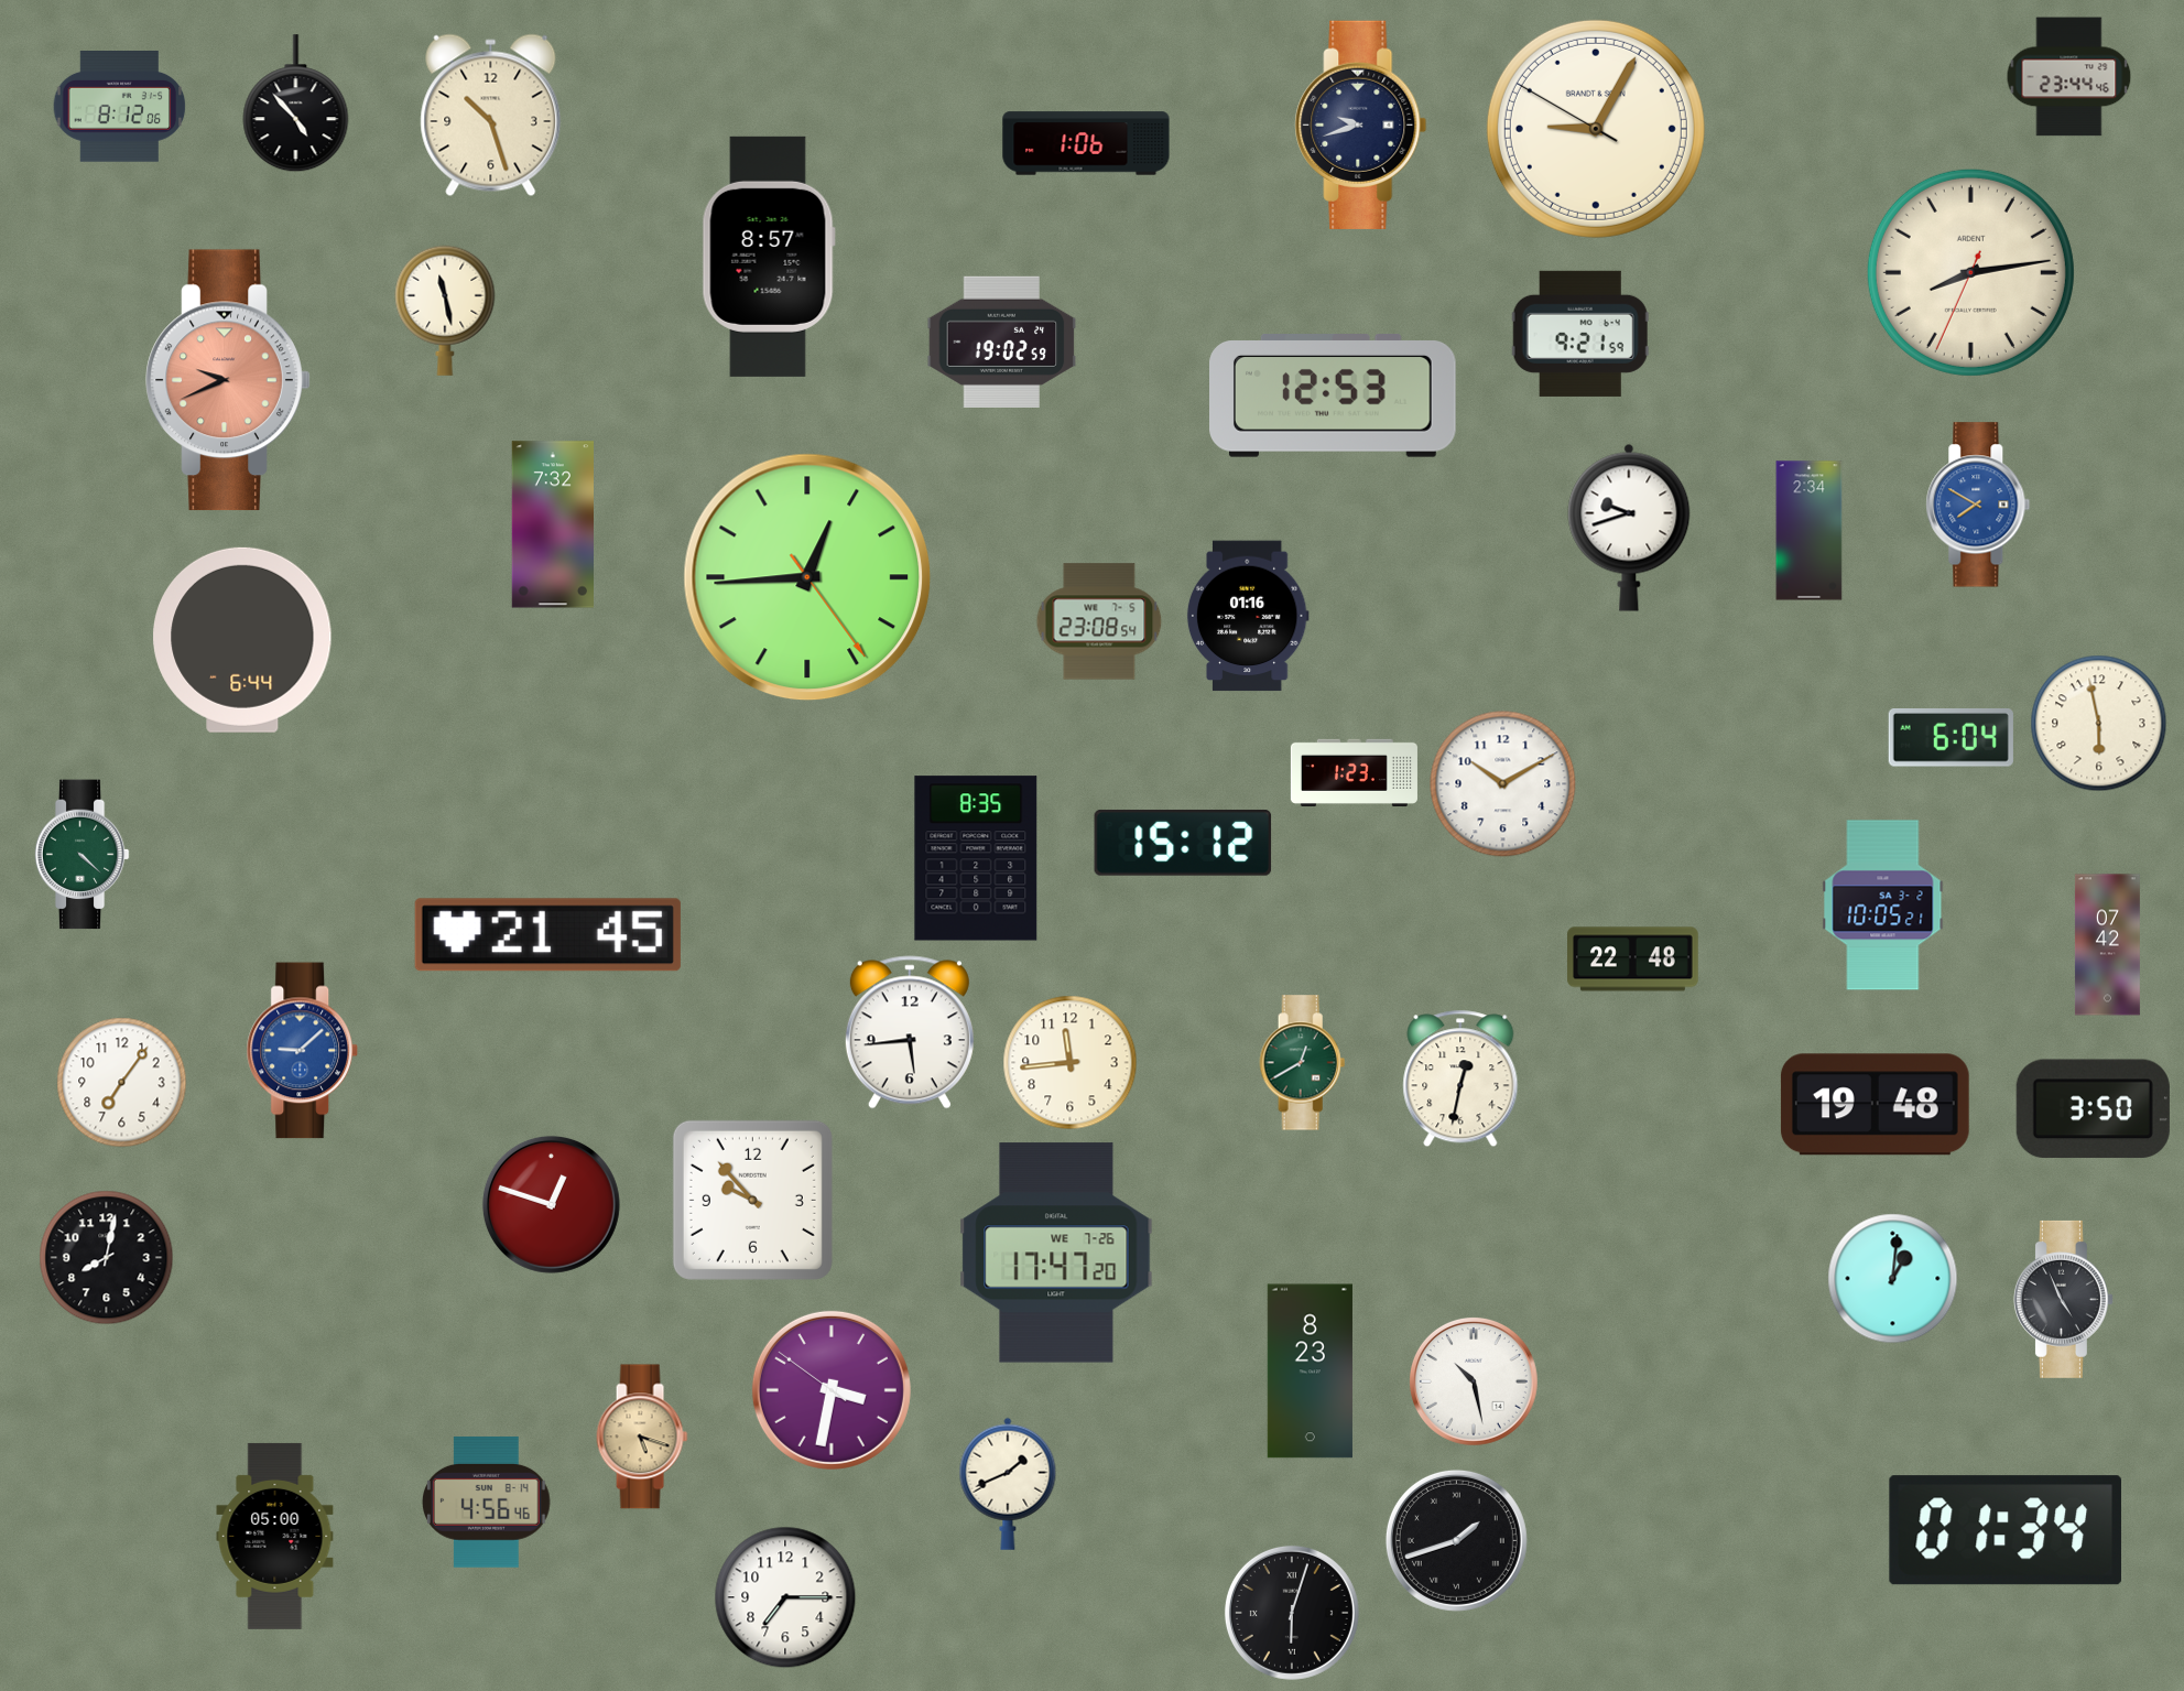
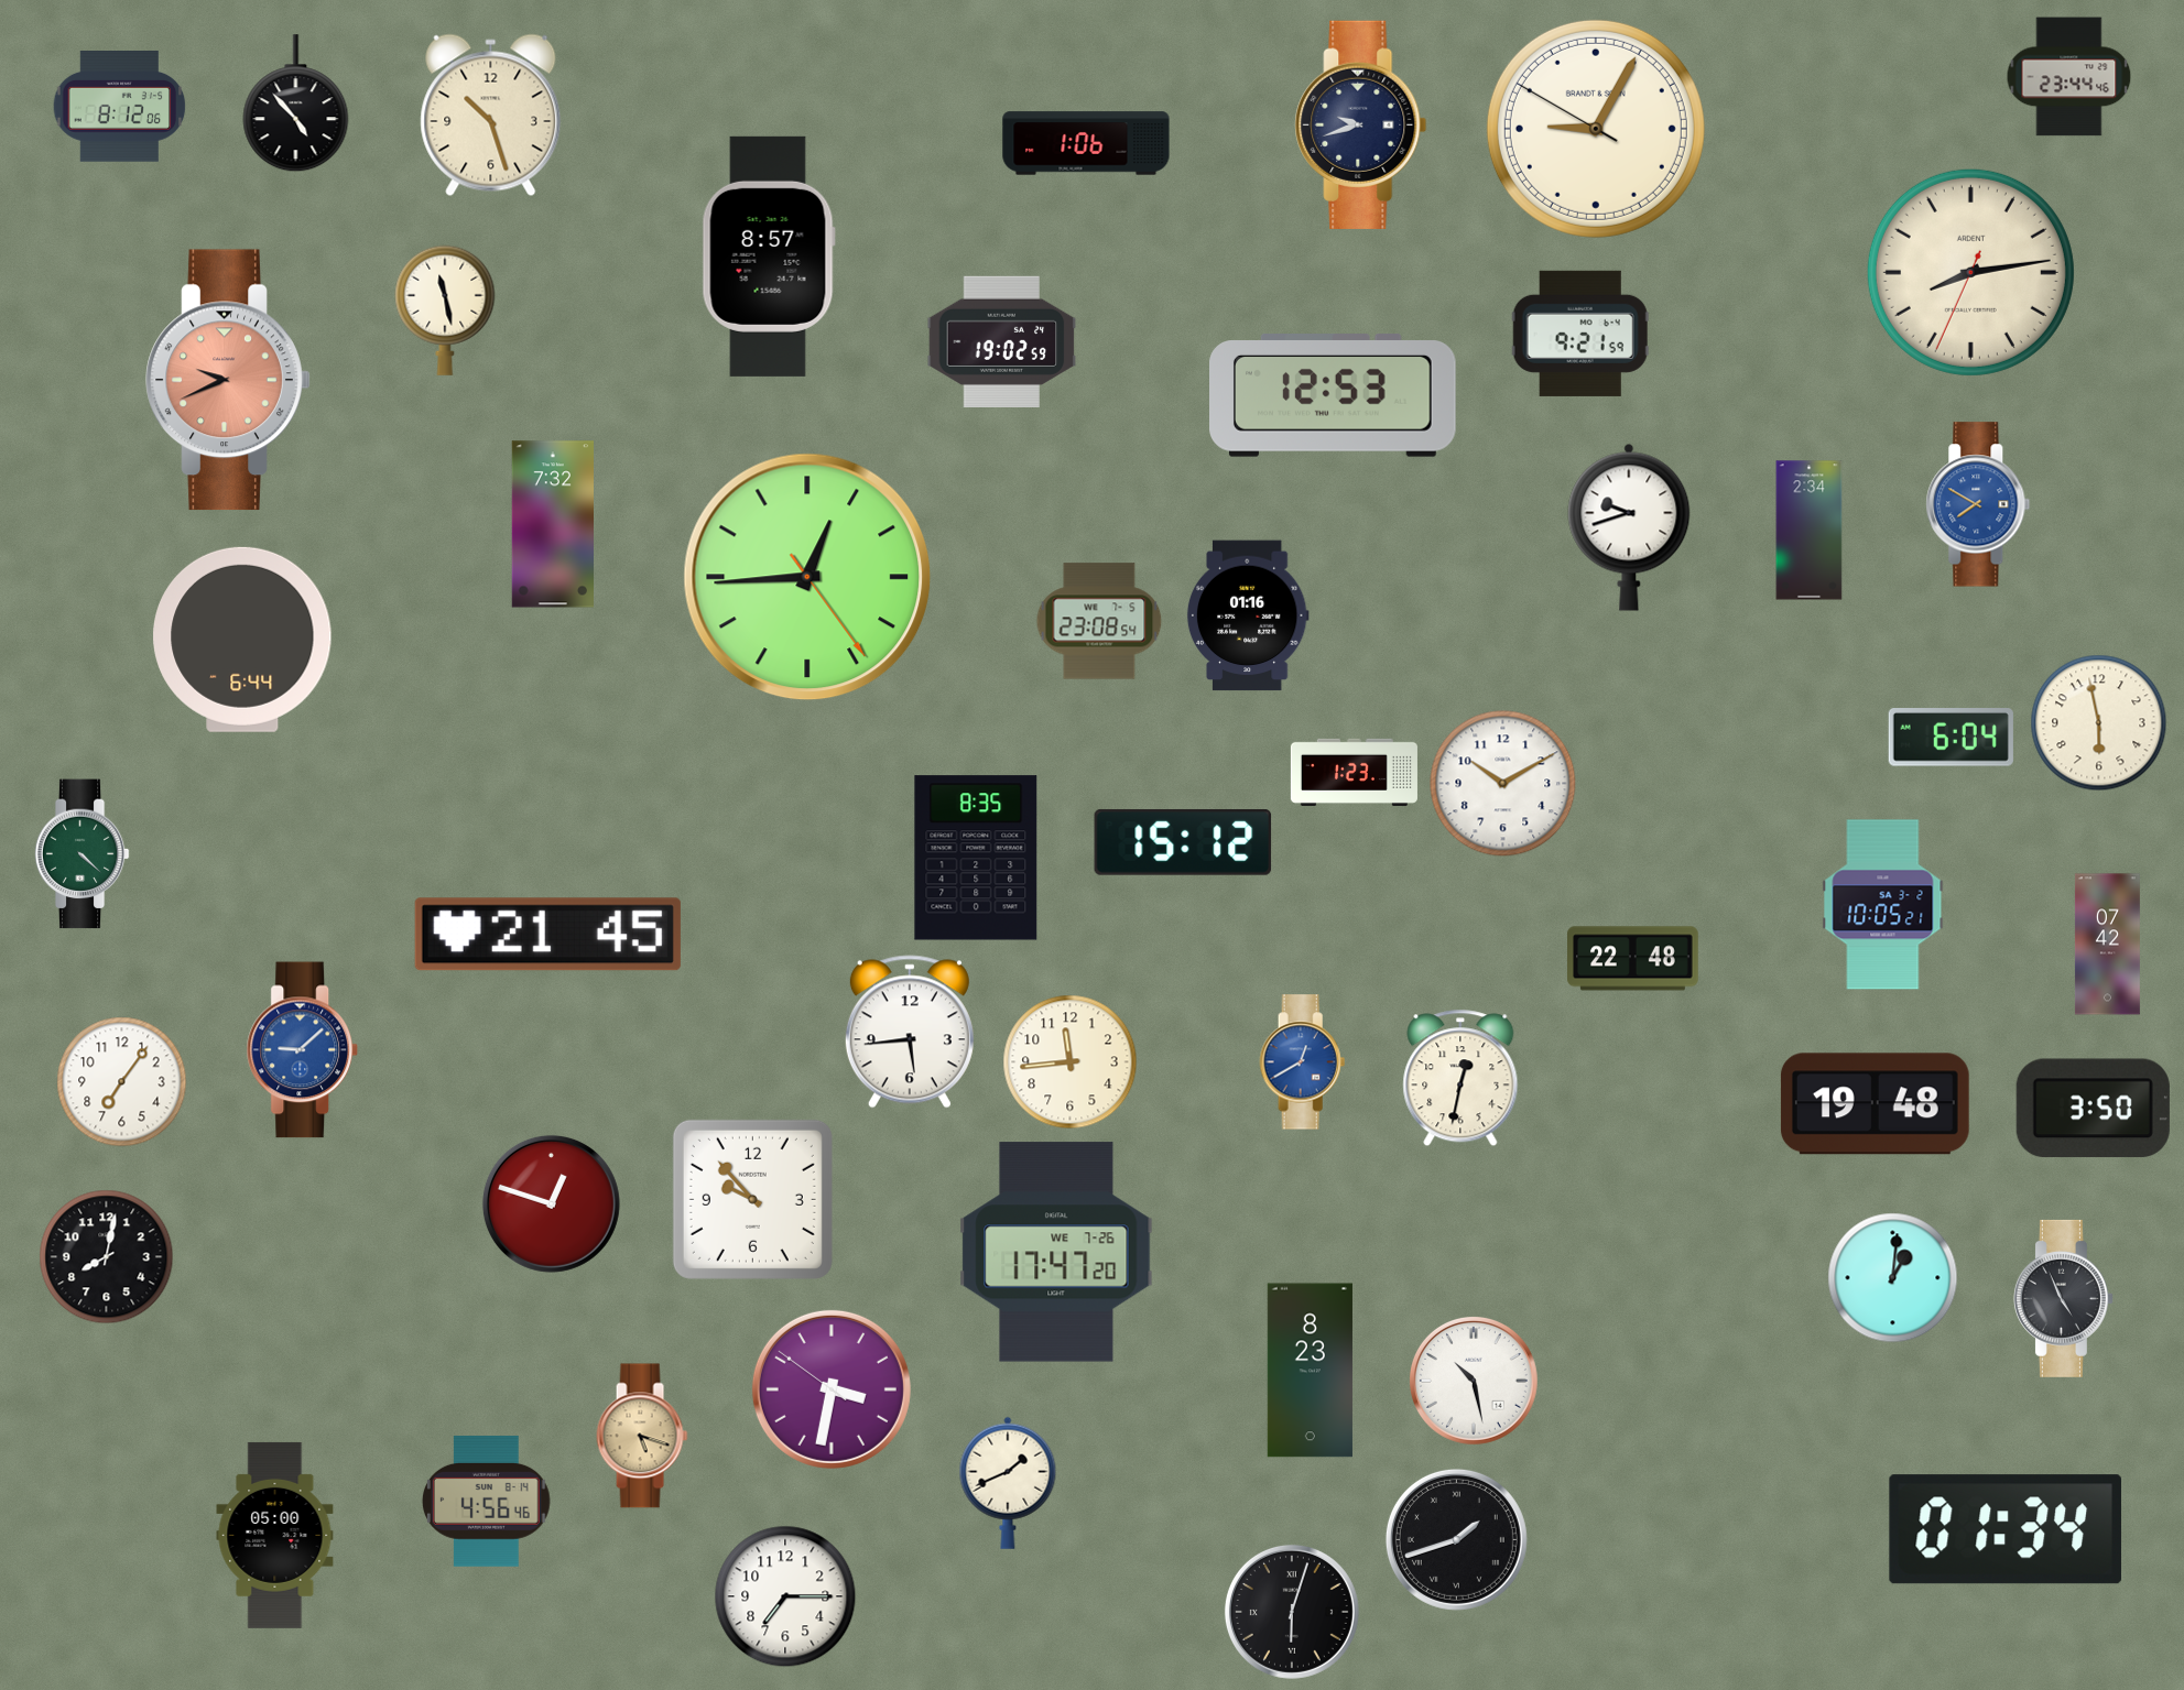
clock at (1303, 1063) dial: green -> blue
